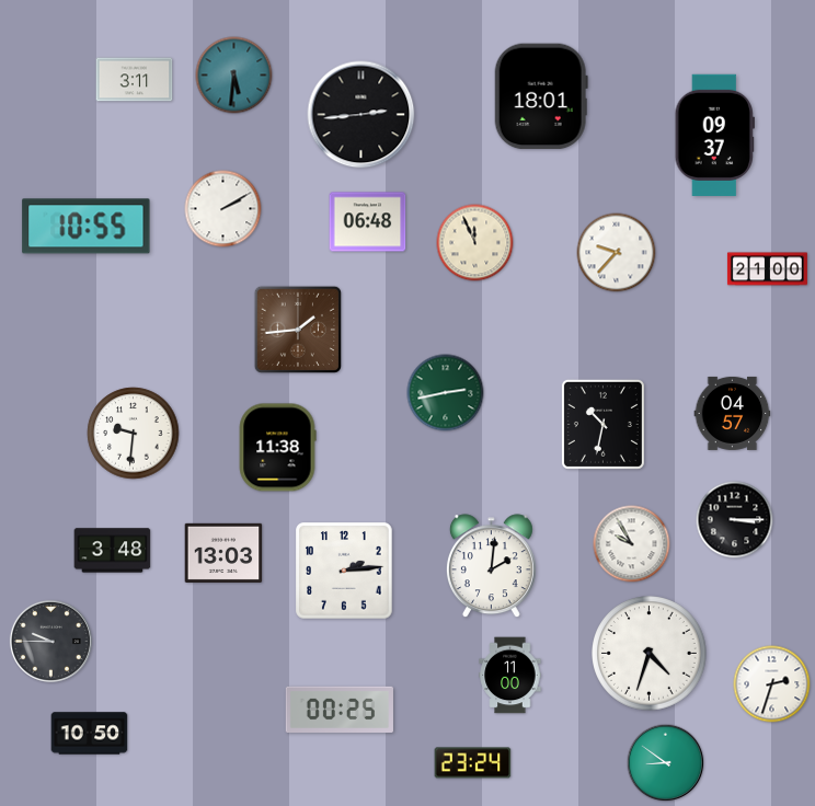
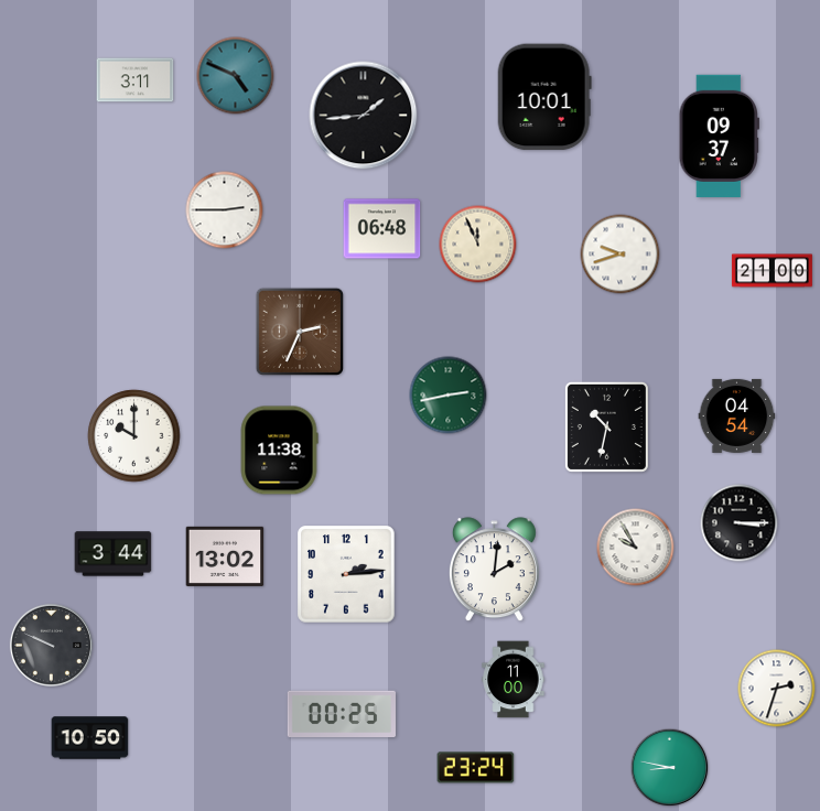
clock at (234, 76): 5:31 -> 4:49
clock at (541, 96): 18:01 -> 10:01
clock at (361, 115): 2:44 -> 1:44
clock at (223, 209): 2:10 -> 2:45
clock at (368, 222) position: (368, 222) -> (382, 229)
clock at (87, 227): 10:55 -> none
clock at (617, 253): 9:37 -> 9:42
clock at (298, 330): 1:44 -> 2:34
clock at (733, 413): 04:57 -> 04:54
clock at (134, 434): 9:31 -> 10:00
clock at (113, 551): 3:48 -> 3:44
clock at (223, 553): 13:03 -> 13:02
clock at (50, 641): 9:45 -> 9:49
clock at (650, 654): 4:33 -> none
clock at (666, 763): 8:51 -> 8:47
